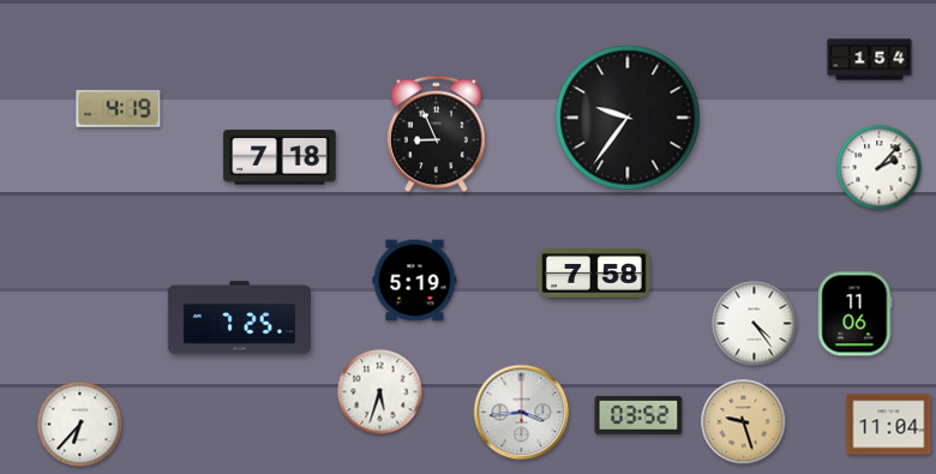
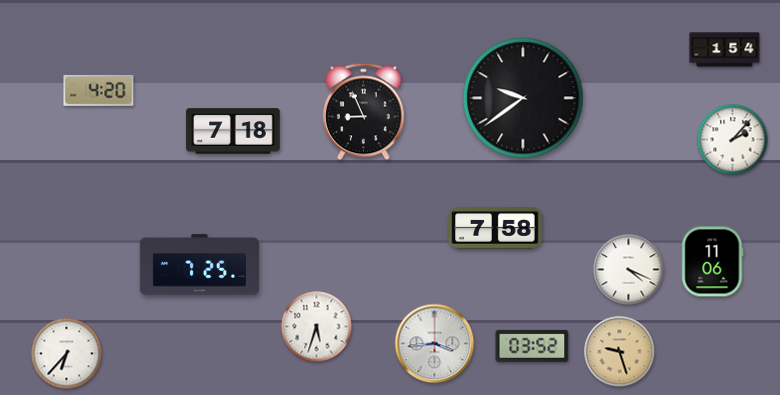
clock at (119, 108): 4:19 -> 4:20
clock at (628, 118): 9:36 -> 9:39
clock at (415, 281): 5:19 -> none
clock at (755, 324): 4:24 -> 4:19
clock at (889, 425): 11:04 -> none
